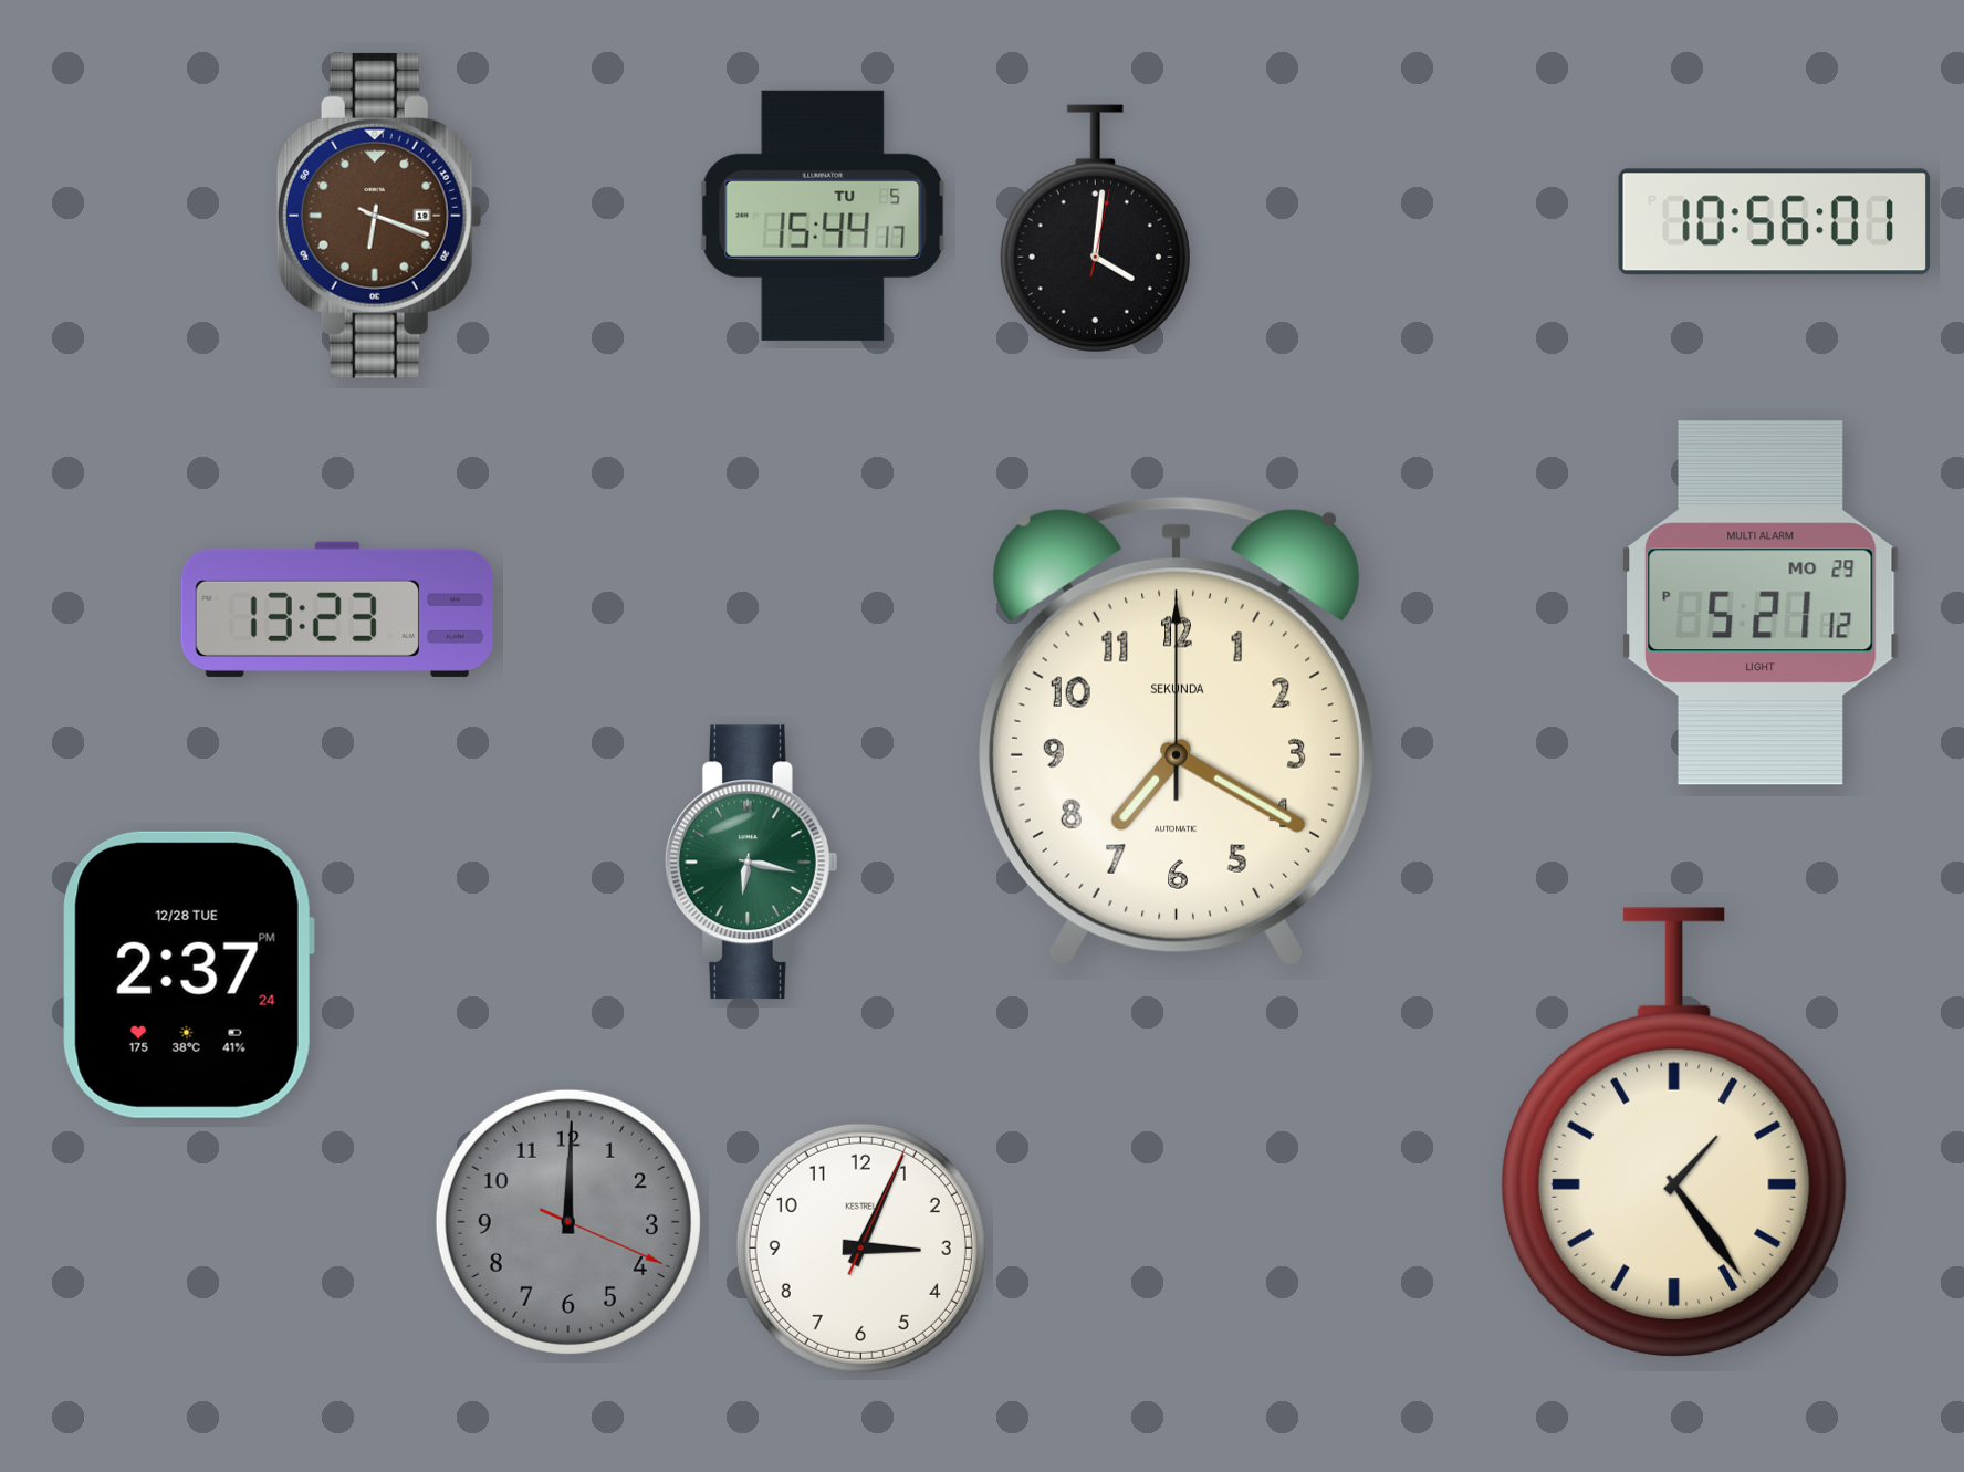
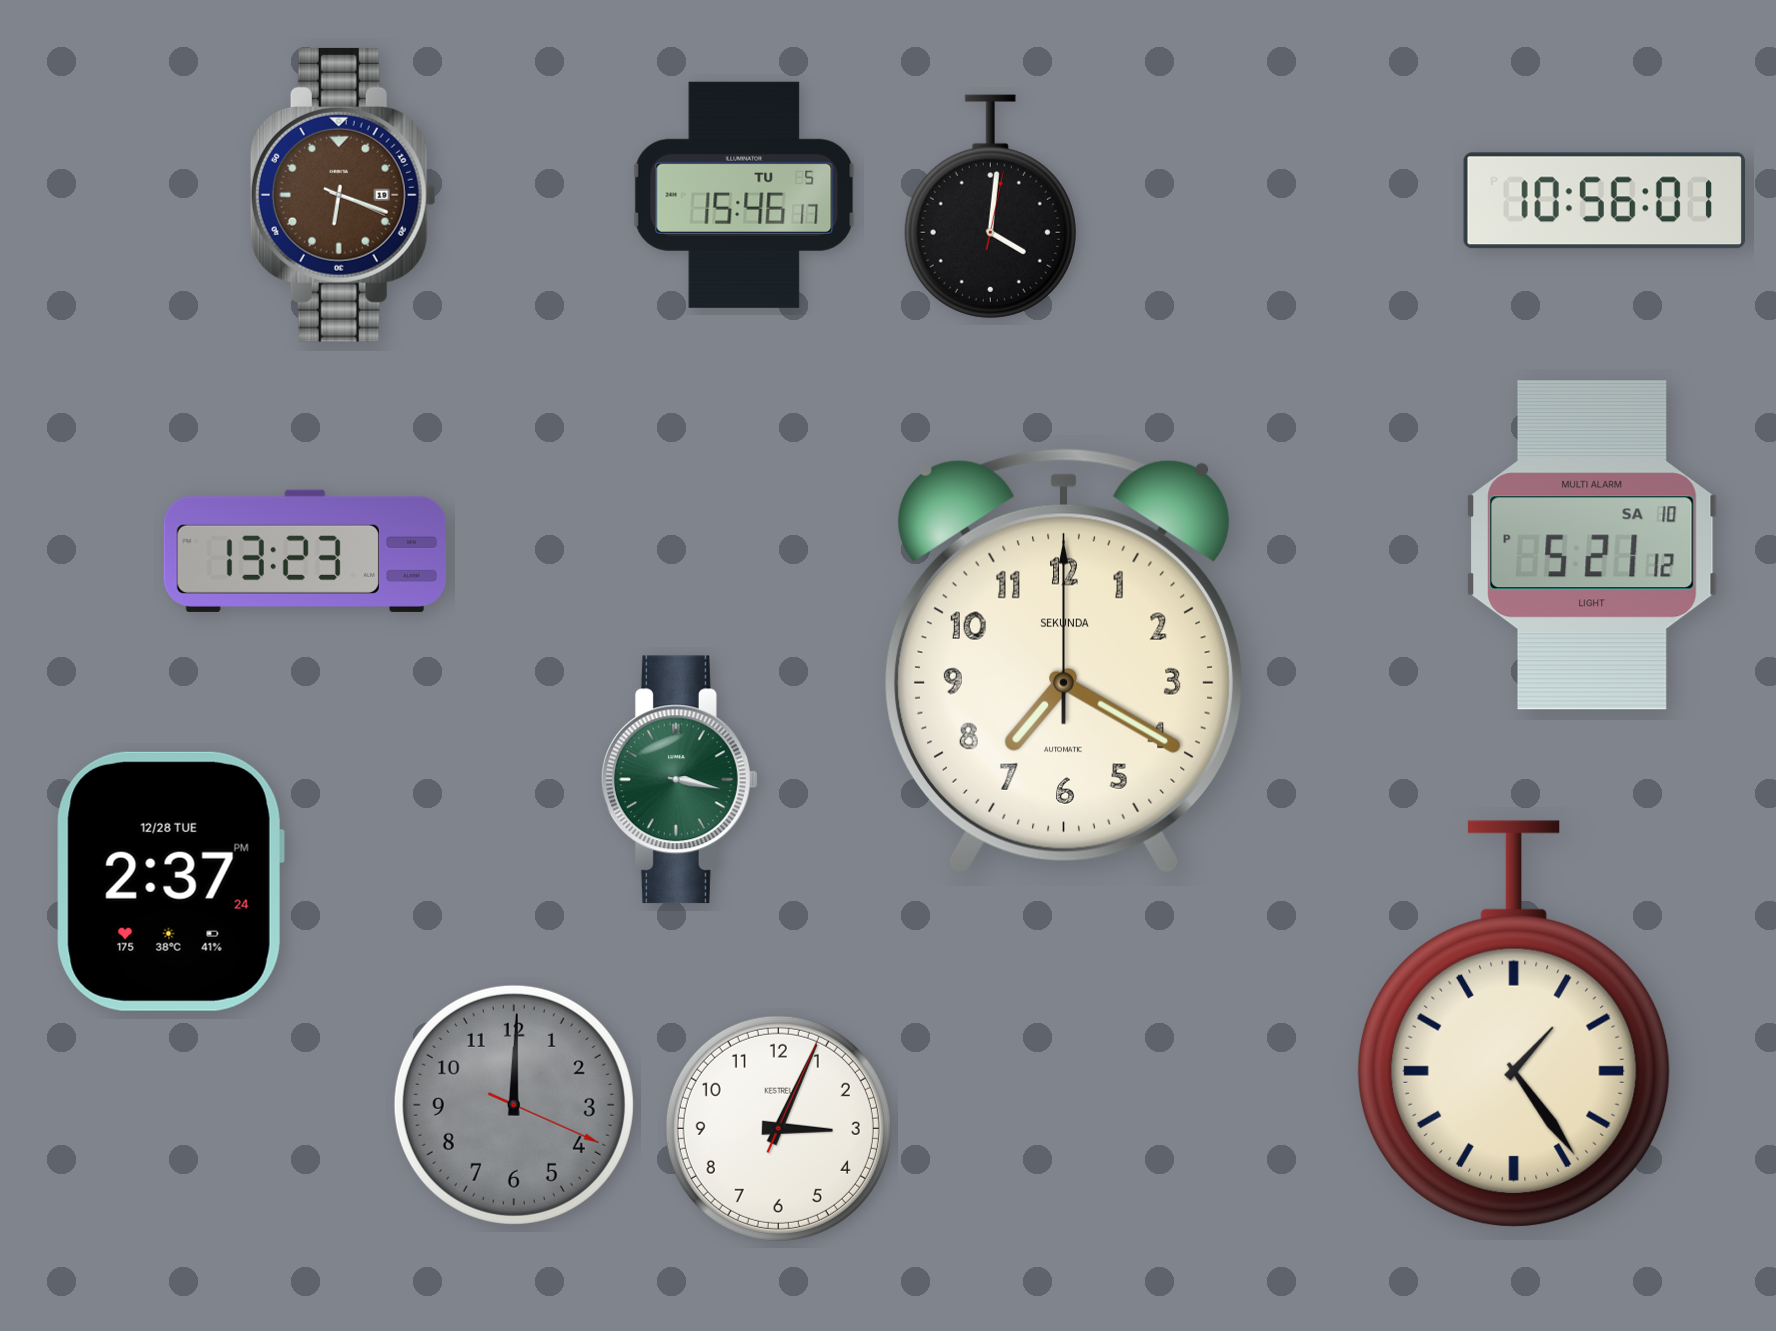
clock at (823, 216): 15:44 -> 15:46
clock at (1762, 603) date: MO 29 -> SA 10
clock at (751, 863): 6:17 -> 3:17
